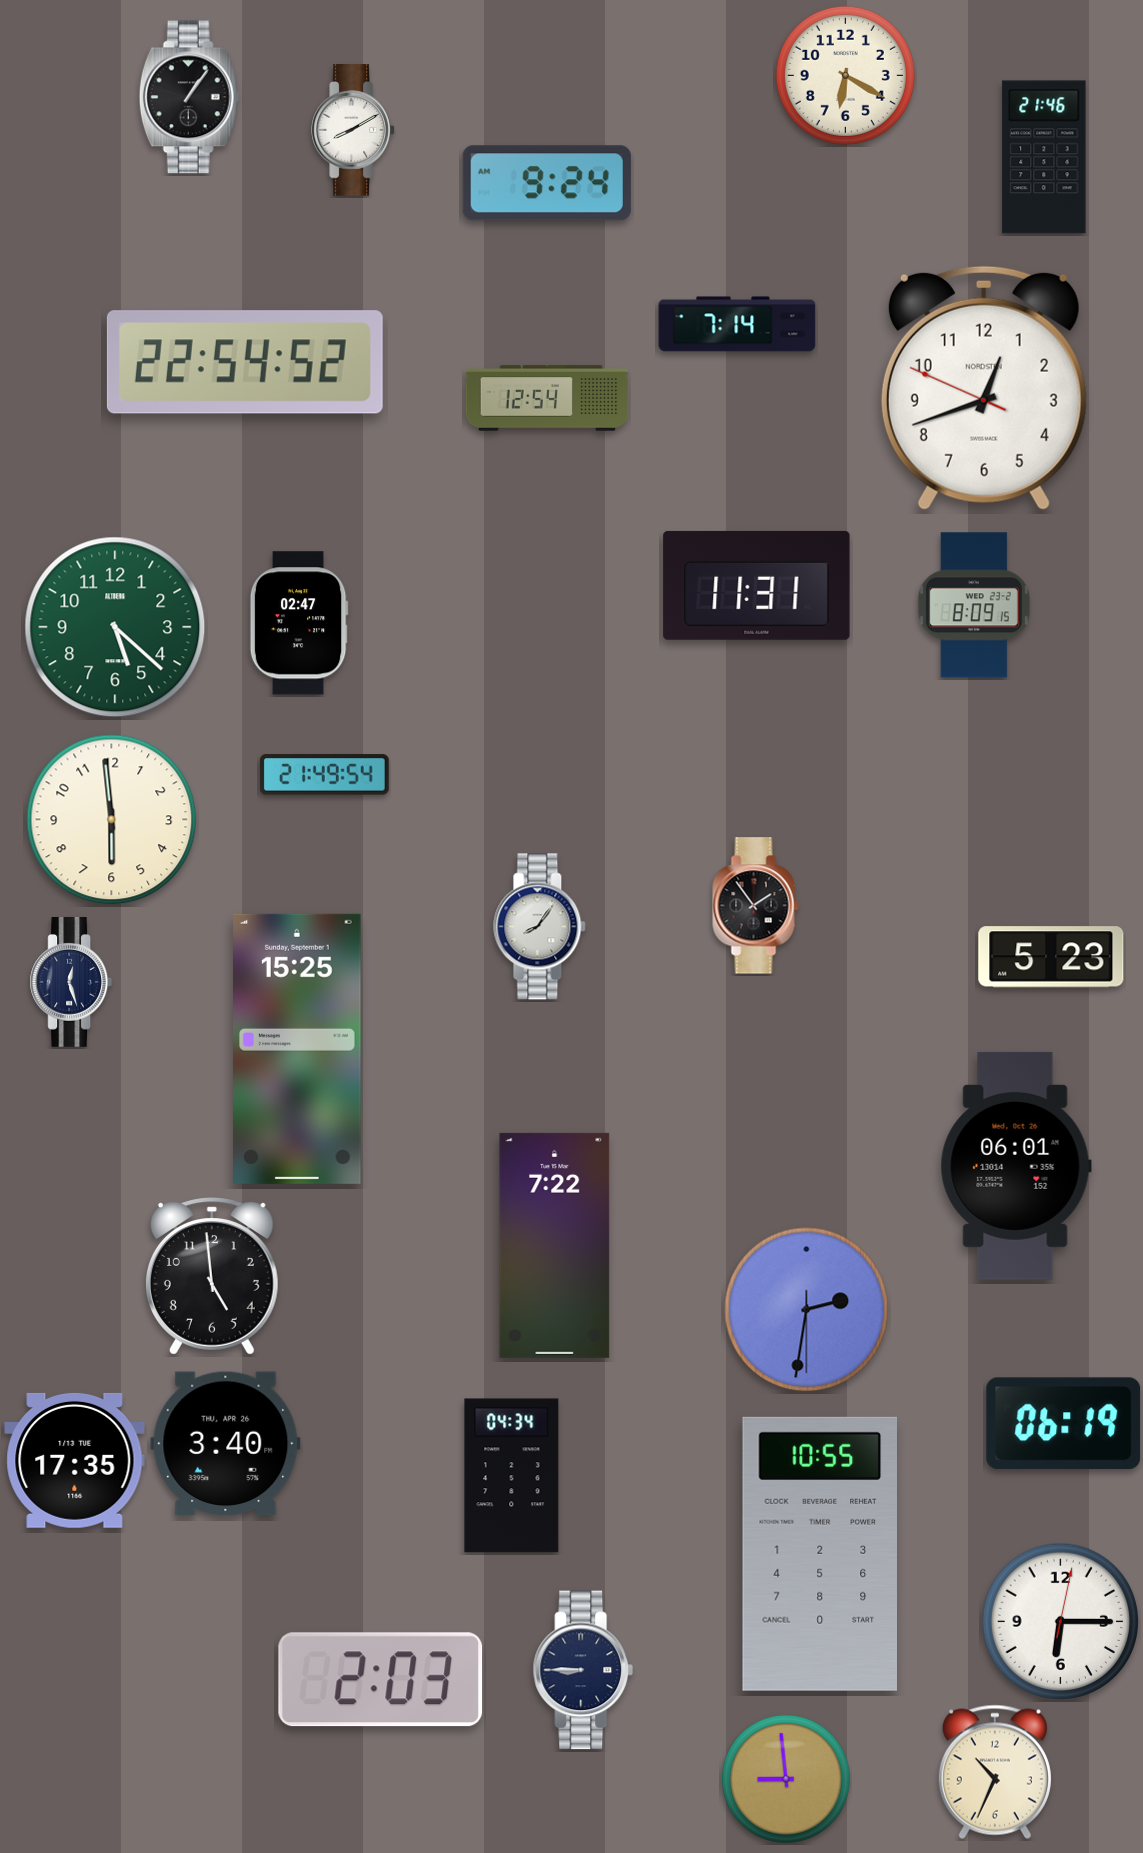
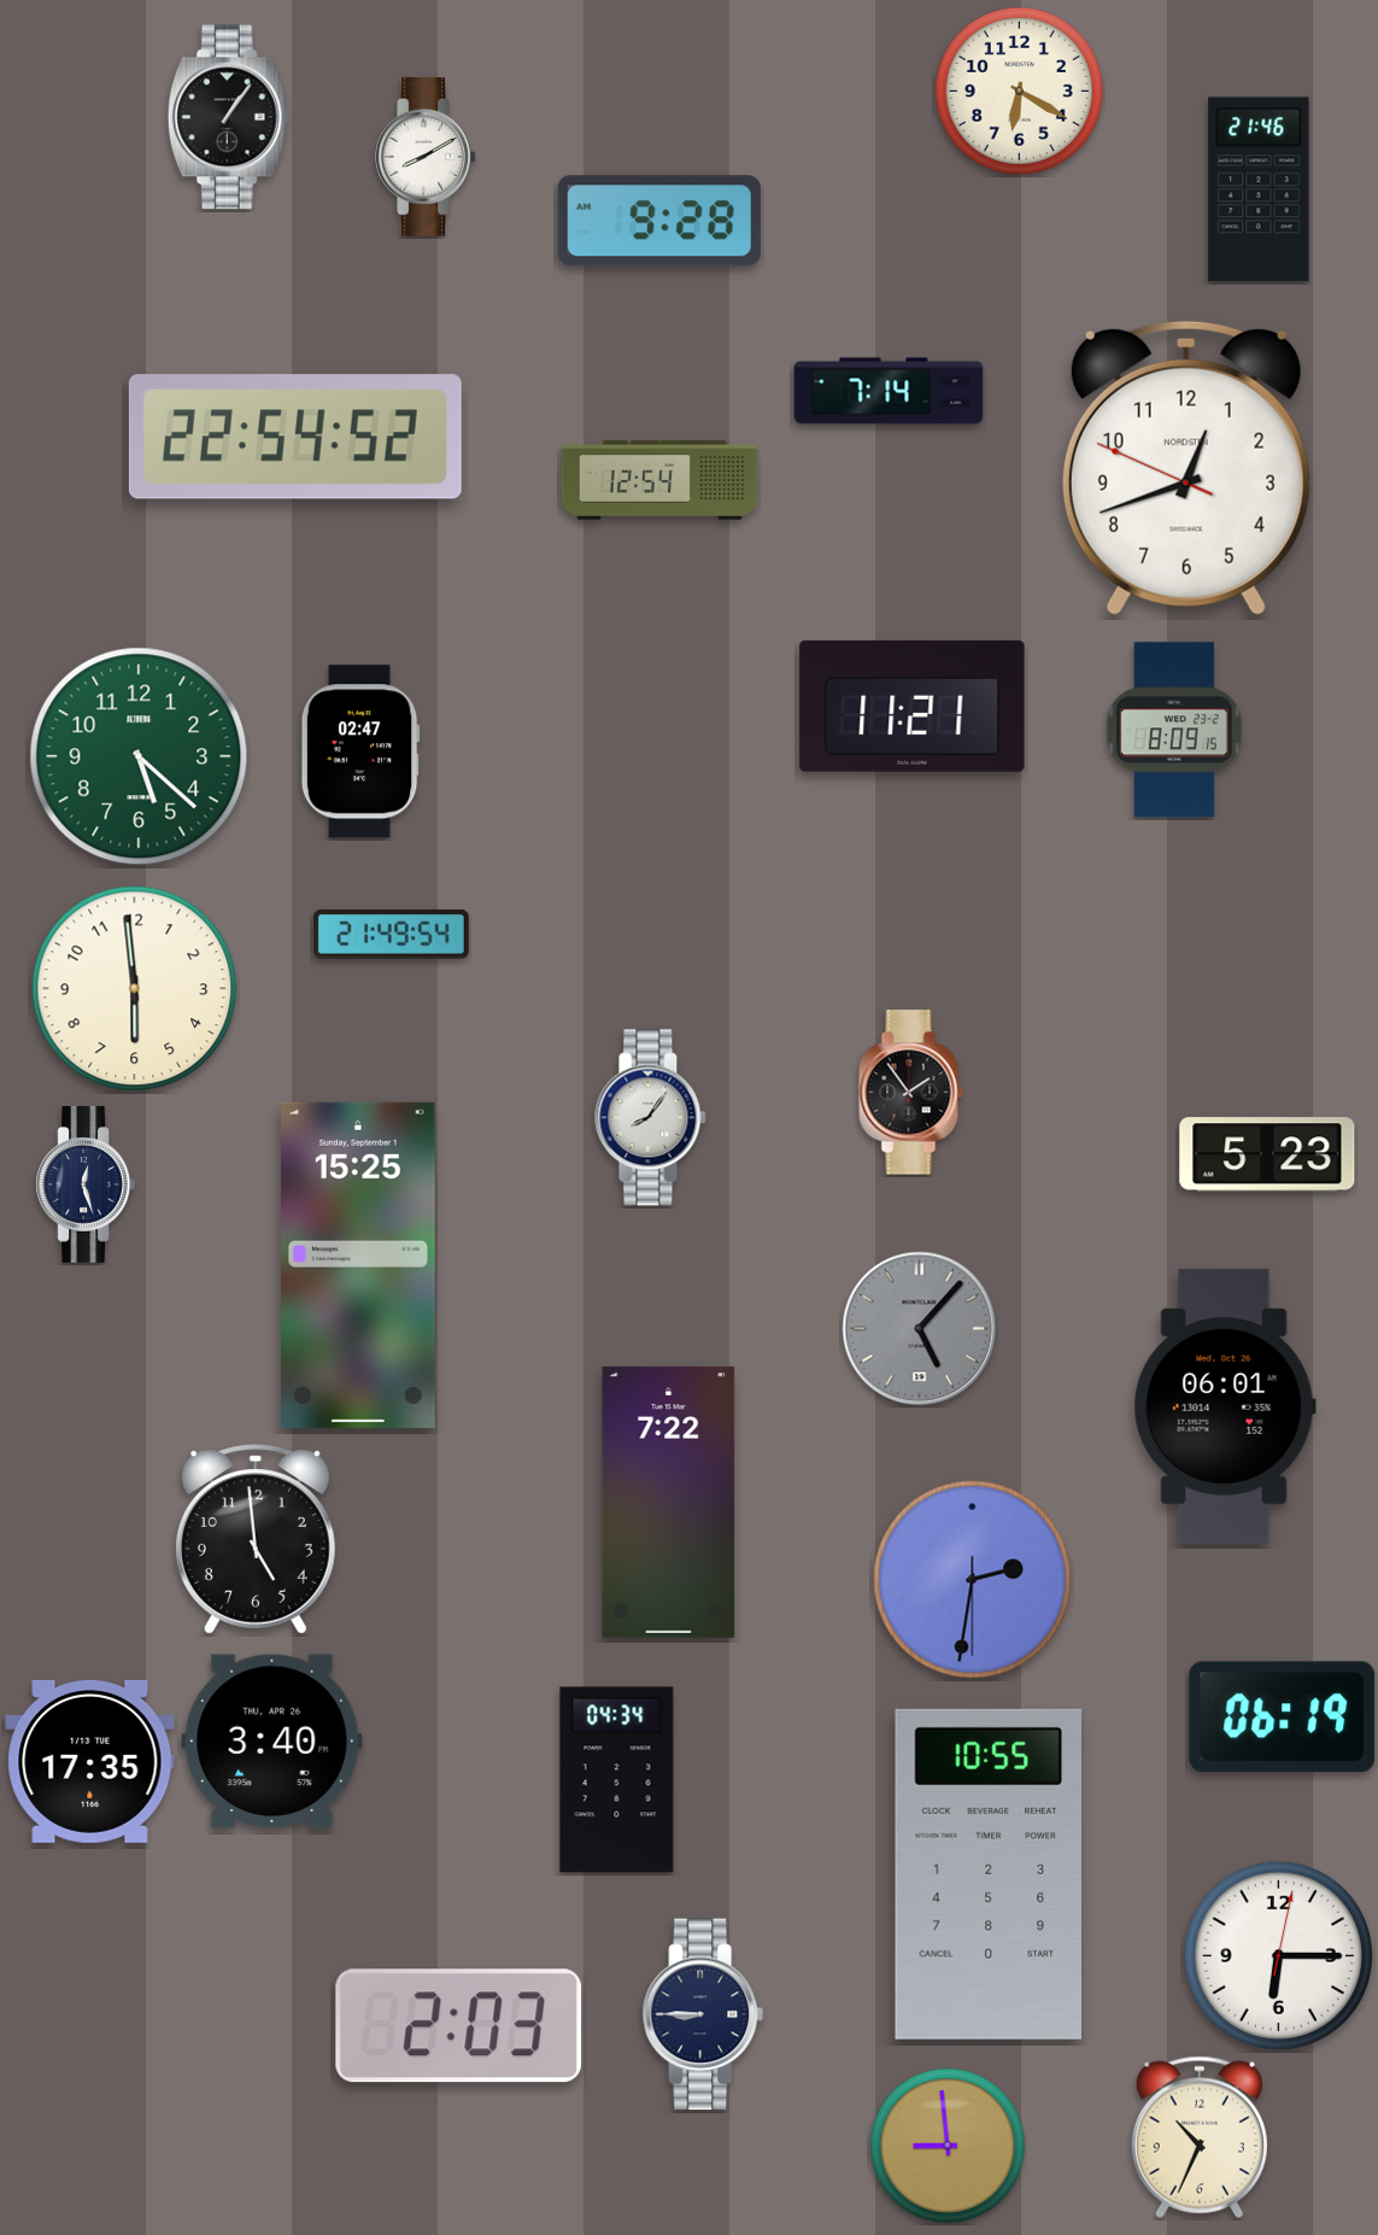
clock at (547, 183): 9:24 -> 9:28
clock at (757, 585): 11:31 -> 11:21
clock at (920, 1329): none -> 5:07
